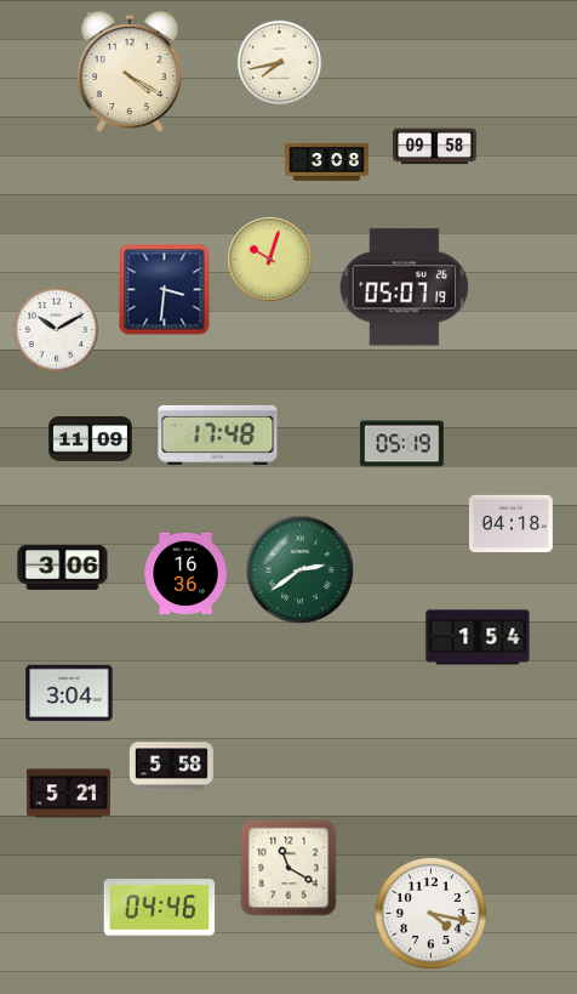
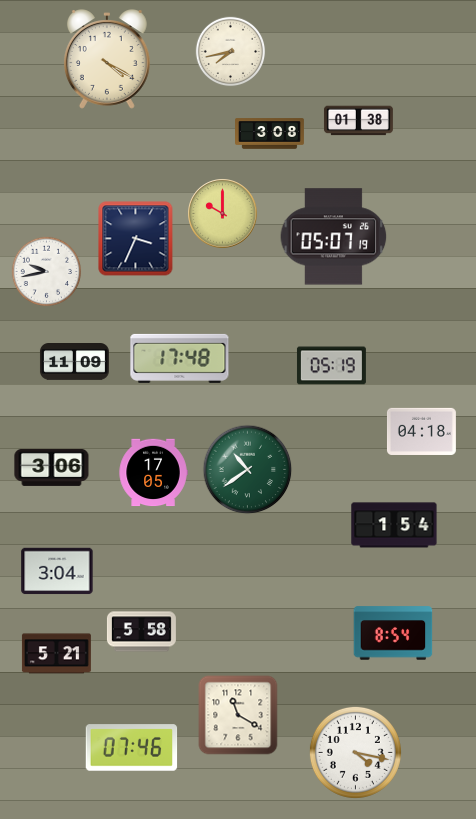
clock at (434, 147): 09:58 -> 01:38
clock at (270, 260): 10:03 -> 10:00
clock at (165, 290): 3:31 -> 3:34
clock at (57, 330): 10:10 -> 9:43
clock at (301, 570): 2:39 -> 10:39
clock at (185, 574): 16:36 -> 17:05
clock at (393, 633): none -> 8:54
clock at (160, 908): 04:46 -> 07:46
